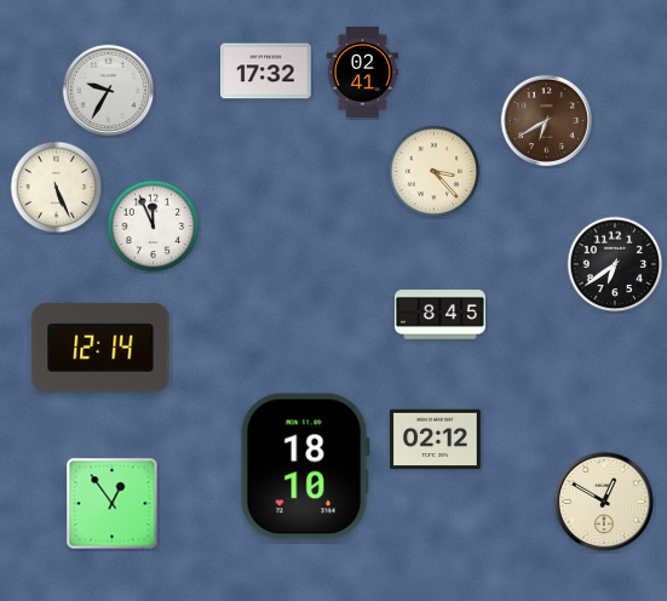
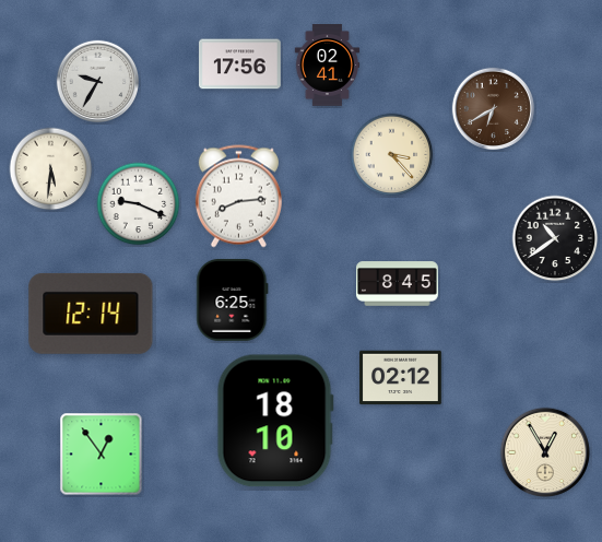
clock at (266, 71): 17:32 -> 17:56
clock at (57, 188): 5:26 -> 5:31
clock at (238, 197): none -> 8:14
clock at (154, 227): 11:56 -> 9:19
clock at (615, 264): 6:39 -> 10:39
clock at (233, 299): none -> 6:25
clock at (436, 440) position: (436, 440) -> (401, 378)
clock at (604, 502): 12:50 -> 12:55
